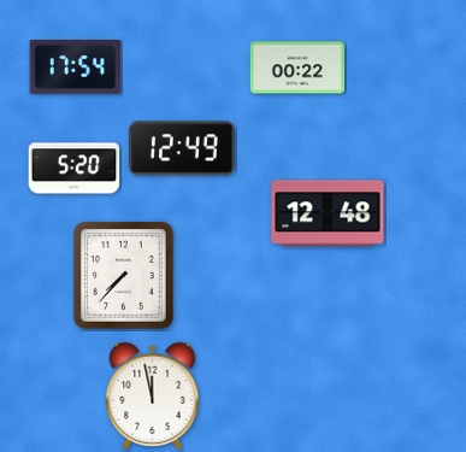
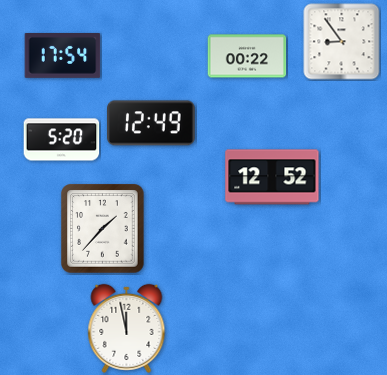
clock at (342, 42): none -> 8:54
clock at (328, 213): 12:48 -> 12:52
clock at (124, 276): 7:37 -> 1:37
